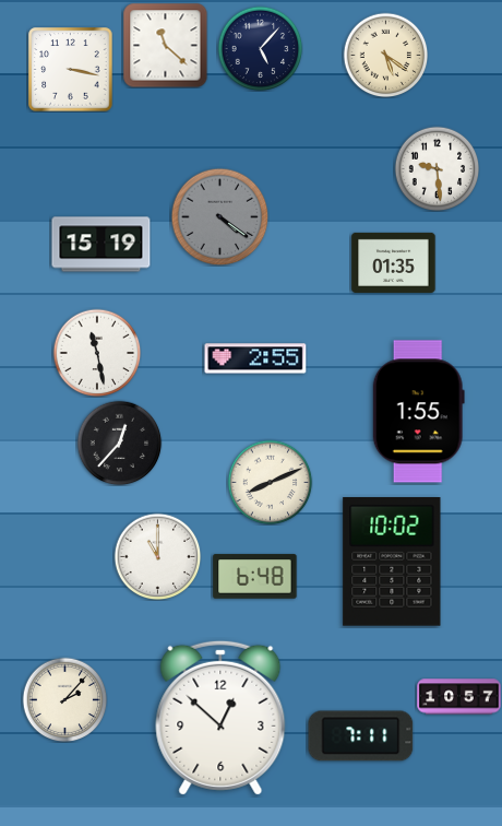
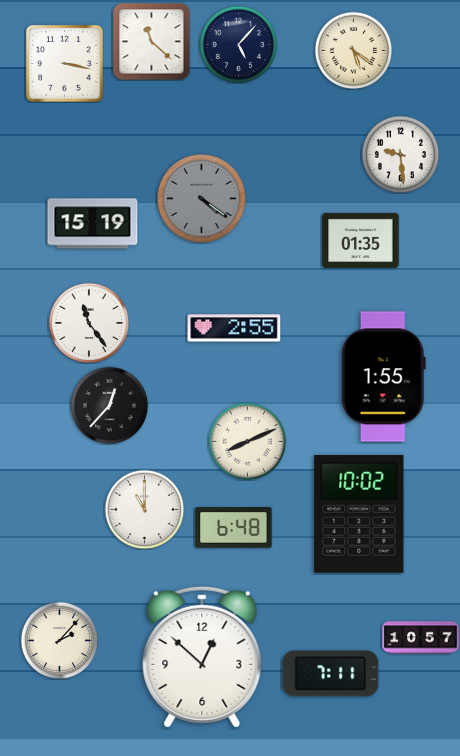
clock at (97, 353): 11:28 -> 11:24
